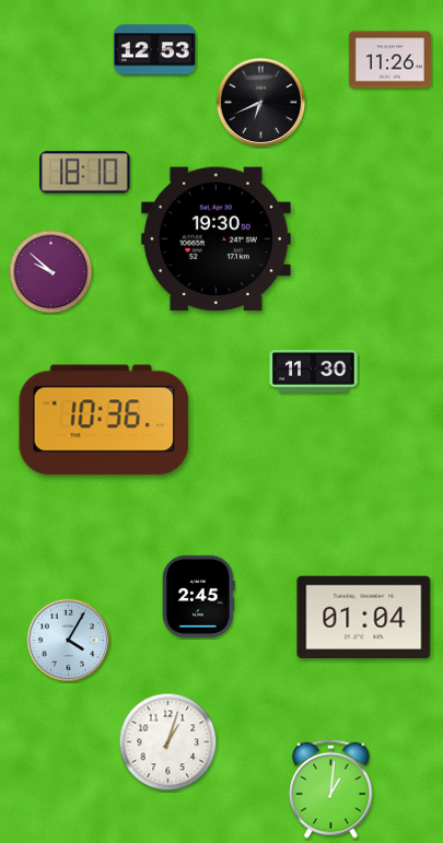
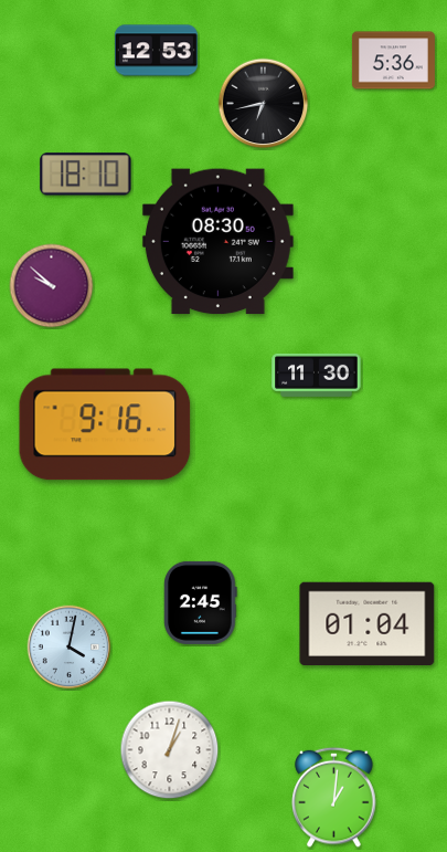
clock at (389, 60): 11:26 -> 5:36
clock at (261, 103): 6:41 -> 6:43
clock at (215, 239): 19:30 -> 08:30
clock at (51, 272) position: (51, 272) -> (52, 286)
clock at (104, 420): 10:36 -> 9:16
clock at (69, 641): 4:05 -> 4:02
